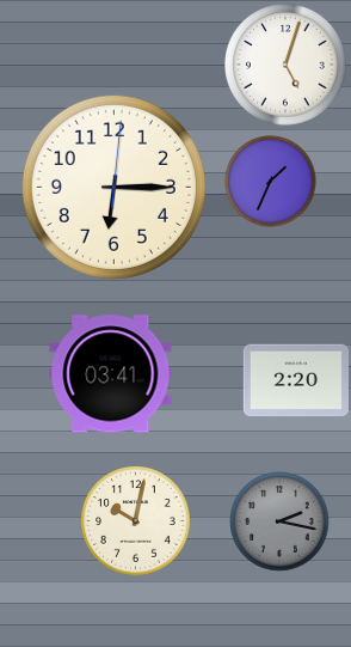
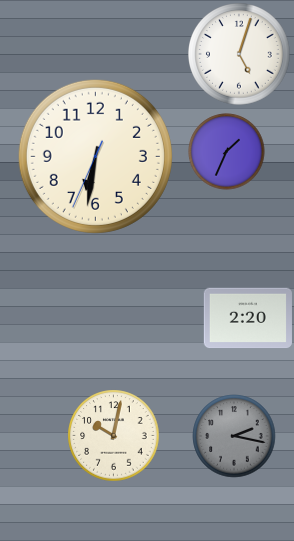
clock at (113, 187): 6:15 -> 6:31
clock at (111, 374): 03:41 -> none
